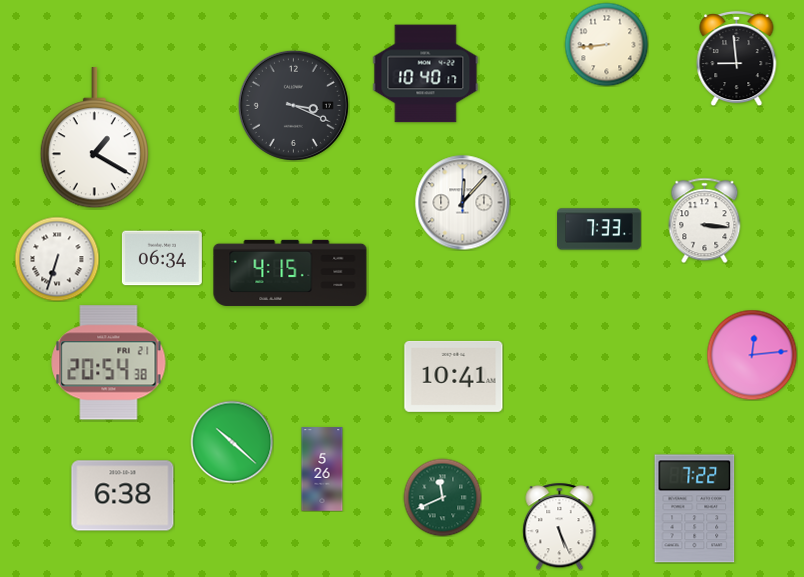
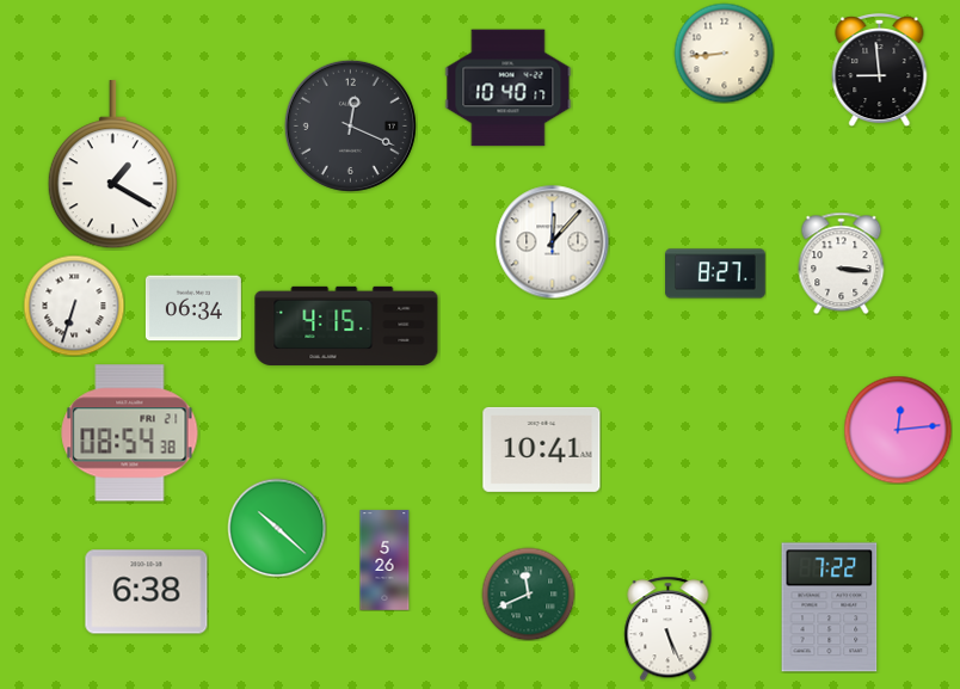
clock at (293, 105): 3:19 -> 12:19
clock at (599, 229): 7:33 -> 8:27
clock at (57, 259) position: (57, 259) -> (74, 306)
clock at (752, 355) position: (752, 355) -> (898, 430)
clock at (109, 363): 20:54 -> 08:54
